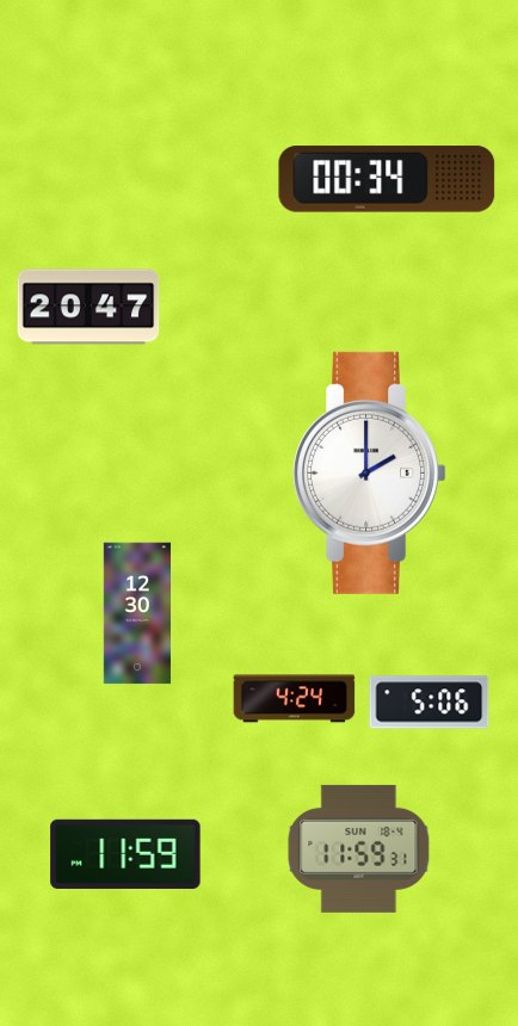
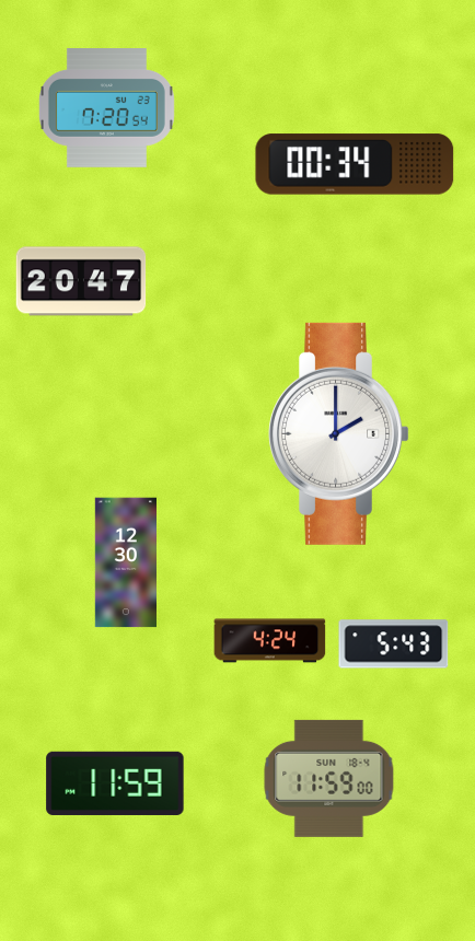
clock at (106, 108): none -> 7:20
clock at (430, 703): 5:06 -> 5:43
clock at (359, 848): 11:59:31 -> 11:59:00
